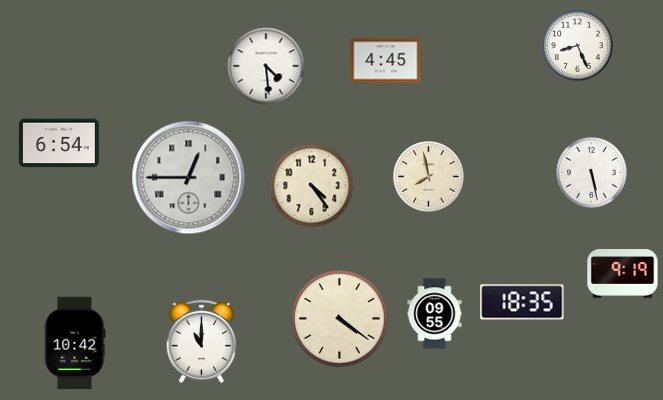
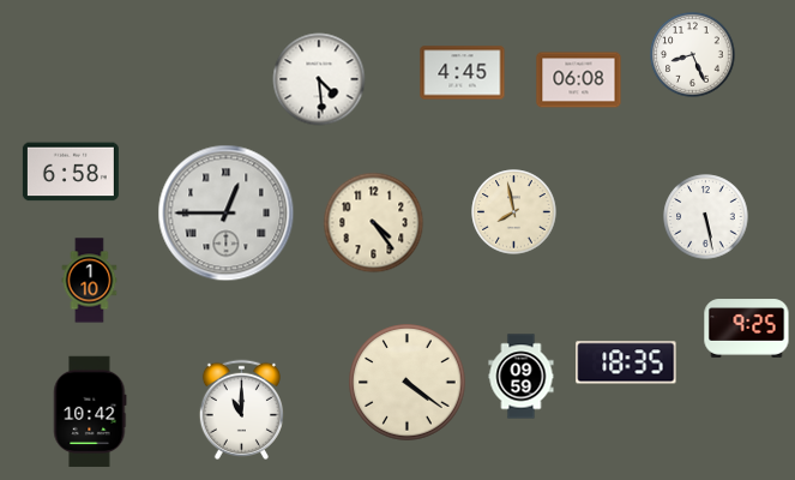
clock at (579, 80): none -> 06:08
clock at (59, 143): 6:54 -> 6:58
clock at (592, 173) position: (592, 173) -> (706, 217)
clock at (90, 281): none -> 1:10
clock at (623, 274): 9:19 -> 9:25
clock at (435, 314): 09:55 -> 09:59
